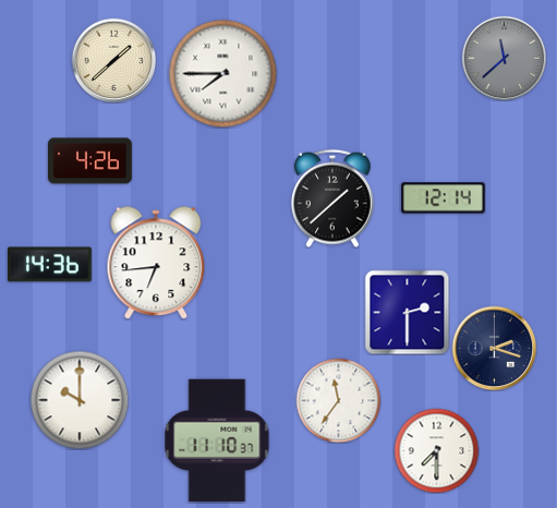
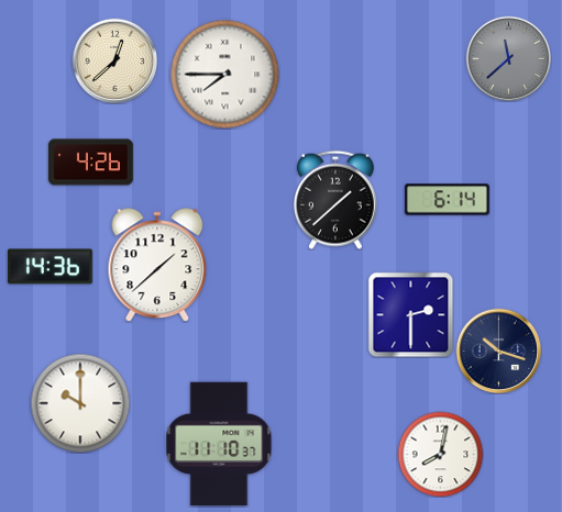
clock at (113, 60): 1:38 -> 12:38
clock at (444, 198): 12:14 -> 6:14
clock at (156, 263): 6:44 -> 1:38
clock at (494, 348): 2:18 -> 10:18
clock at (338, 400): 11:36 -> none
clock at (436, 450): 7:30 -> 8:02
